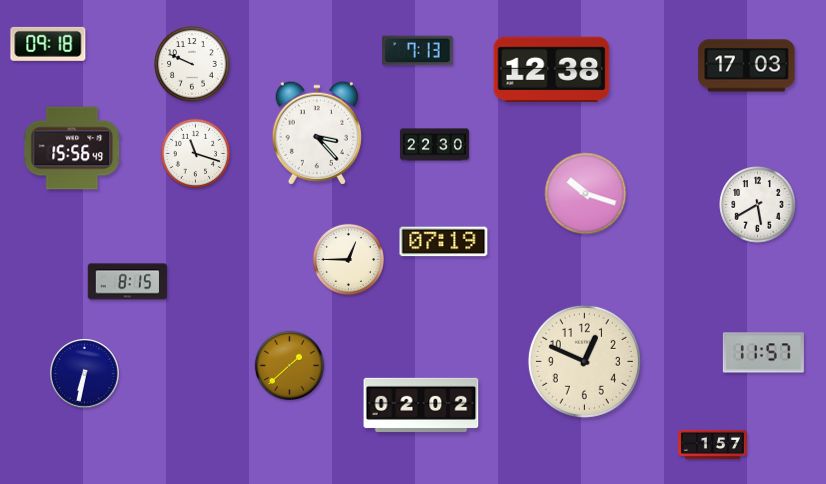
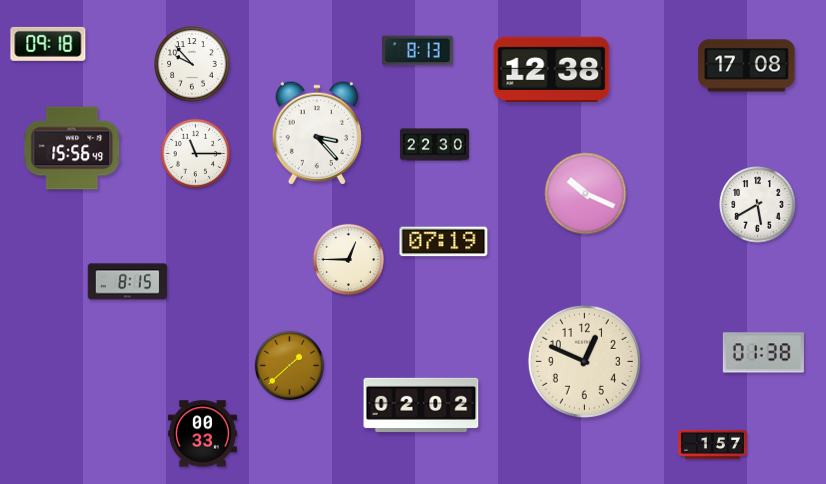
clock at (418, 51): 7:13 -> 8:13
clock at (192, 64): 9:49 -> 9:53
clock at (747, 66): 17:03 -> 17:08
clock at (196, 154): 11:18 -> 11:15
clock at (586, 194): 10:18 -> 10:19
clock at (763, 353): 11:57 -> 01:38
clock at (85, 374): 6:32 -> none
clock at (202, 434): none -> 00:33
